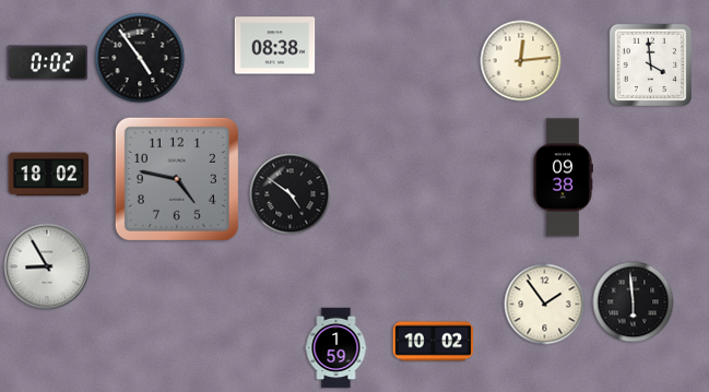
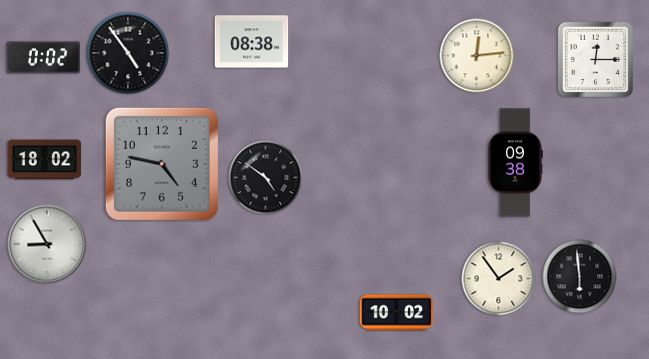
clock at (650, 64): 3:59 -> 12:15
clock at (47, 266) position: (47, 266) -> (47, 244)
clock at (336, 348): 1:59 -> none
